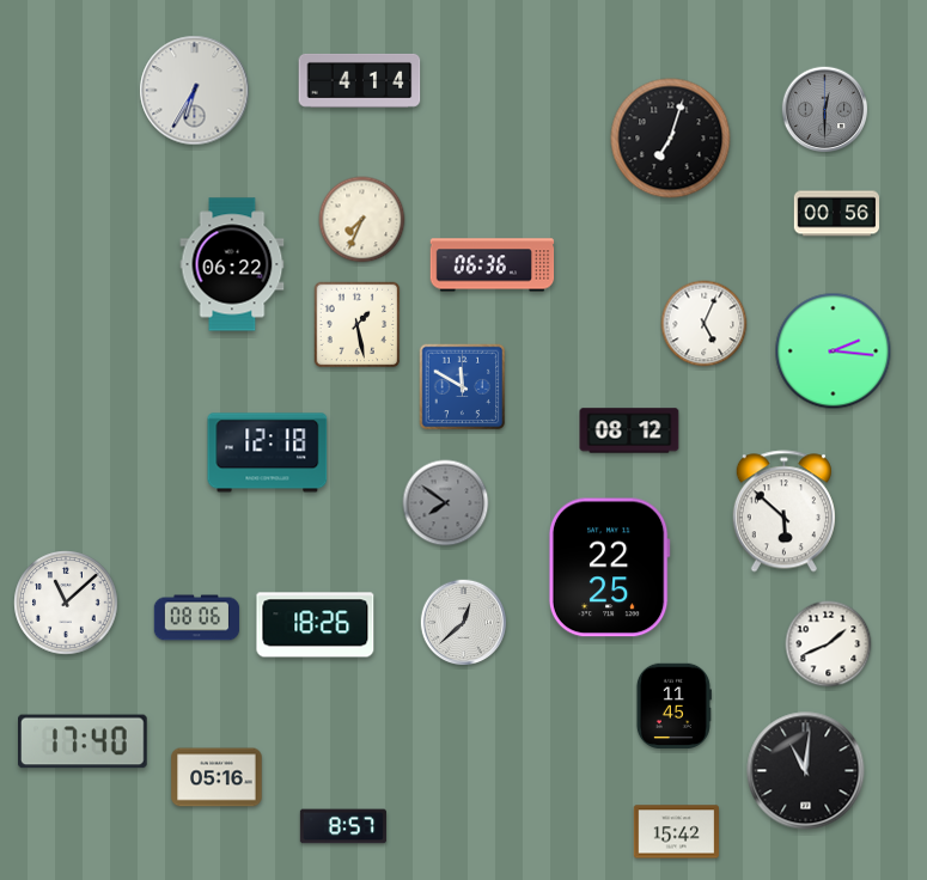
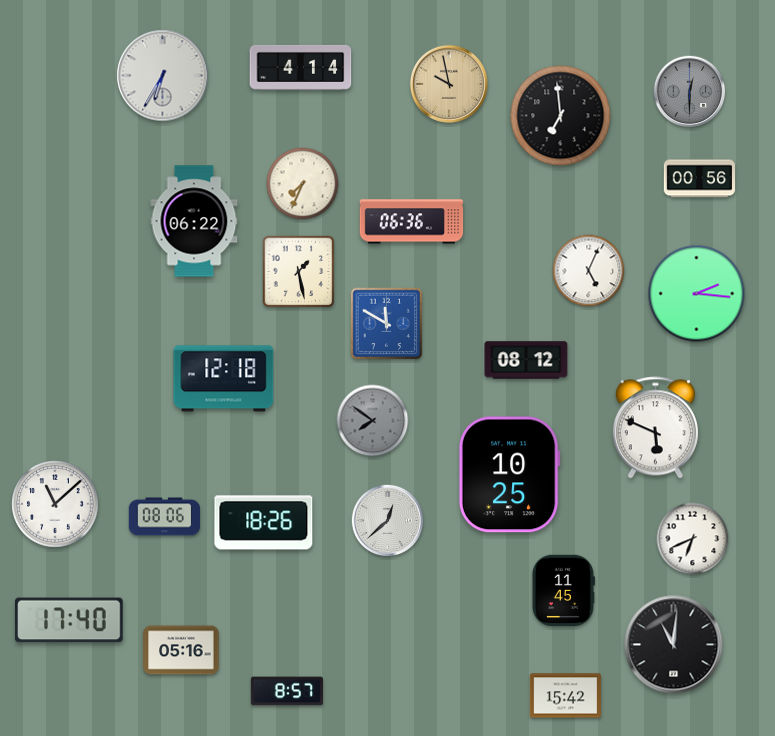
clock at (449, 84): none -> 9:58
clock at (671, 139): 7:03 -> 6:59
clock at (783, 512): 5:52 -> 5:49
clock at (609, 568): 22:25 -> 10:25
clock at (829, 644): 1:41 -> 6:41
